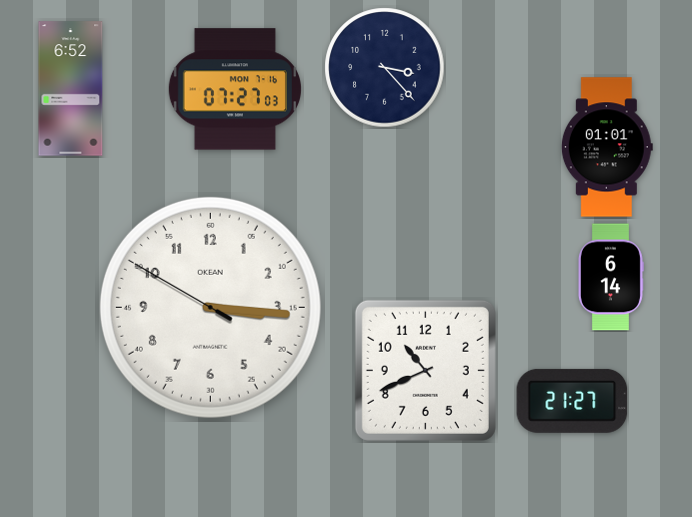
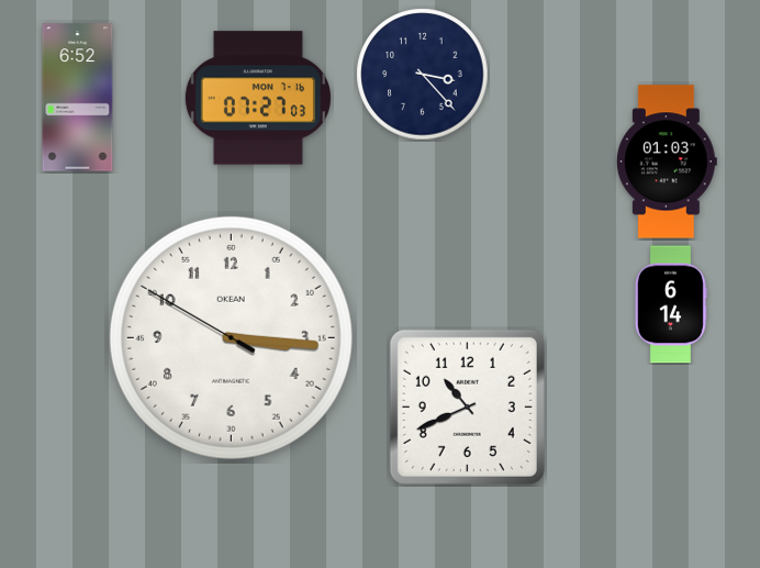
clock at (607, 147): 01:01 -> 01:03
clock at (572, 401): 21:27 -> none
